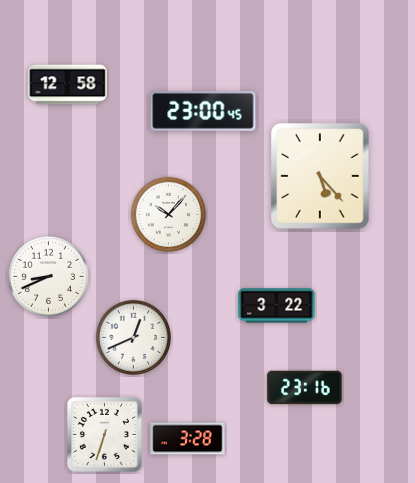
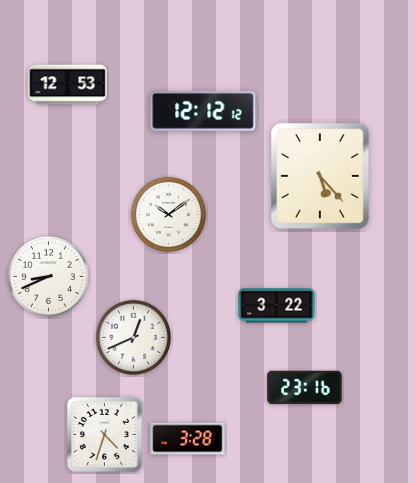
clock at (68, 85): 12:58 -> 12:53
clock at (203, 111): 23:00 -> 12:12
clock at (168, 214): 10:07 -> 10:09
clock at (104, 434): 6:33 -> 4:33
